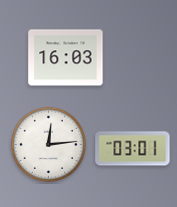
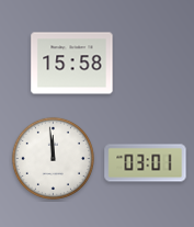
clock at (66, 58): 16:03 -> 15:58
clock at (48, 144): 12:14 -> 11:59
